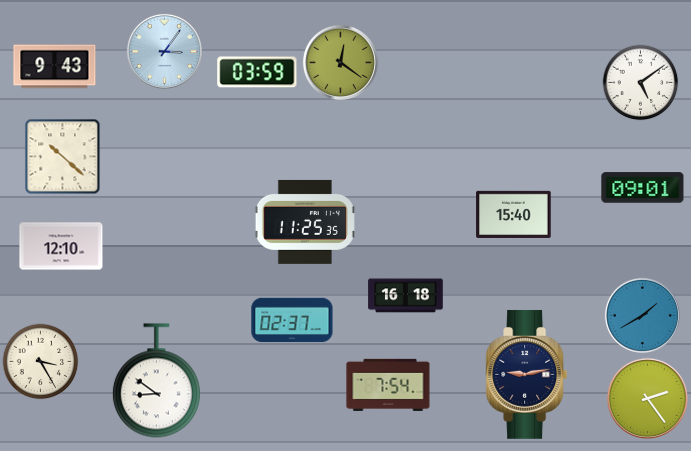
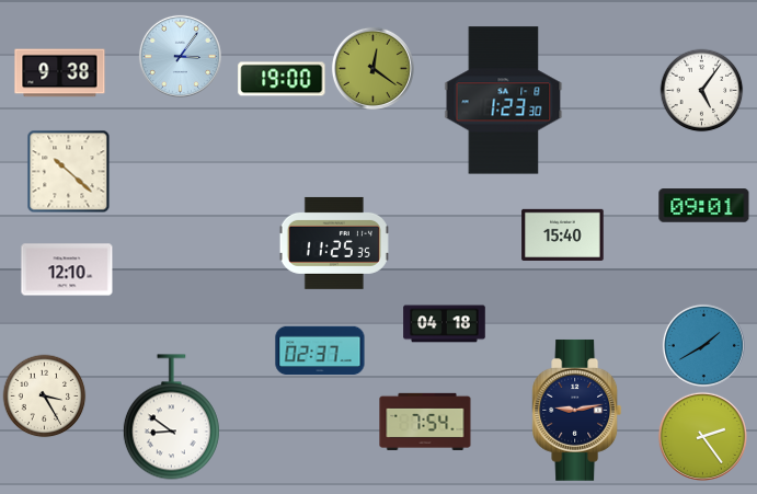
clock at (55, 67): 9:43 -> 9:38
clock at (257, 72): 03:59 -> 19:00
clock at (641, 83): 5:09 -> 5:06
clock at (504, 101): none -> 1:23
clock at (406, 296): 16:18 -> 04:18
clock at (647, 398) position: (647, 398) -> (702, 436)
